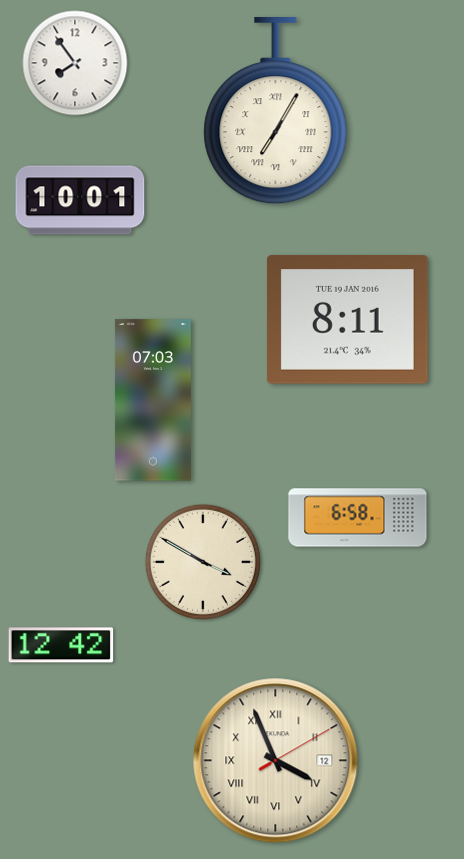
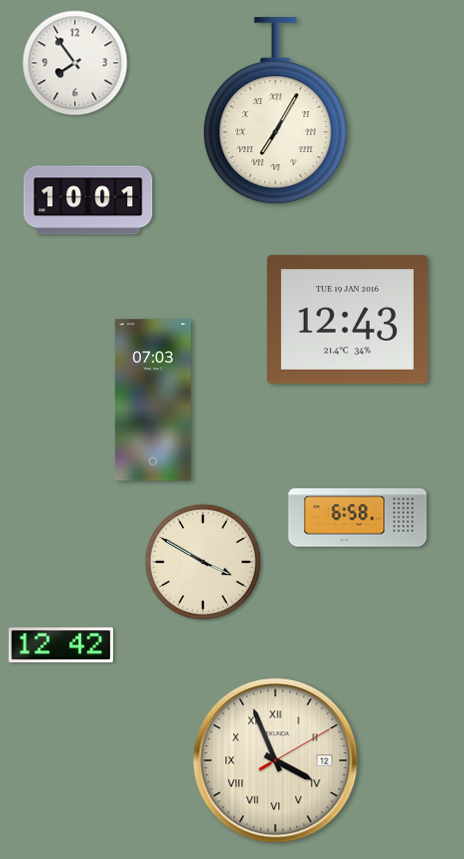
clock at (80, 200) position: (80, 200) -> (88, 200)
clock at (347, 320): 8:11 -> 12:43
